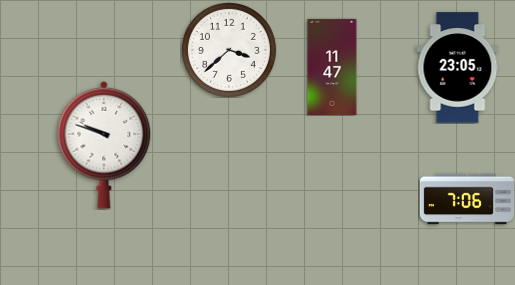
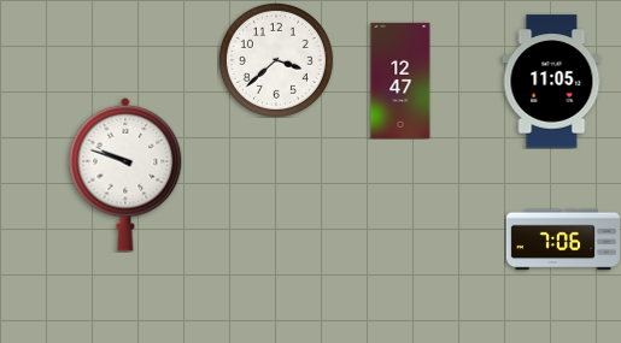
clock at (332, 67): 11:47 -> 12:47
clock at (458, 68): 23:05 -> 11:05
